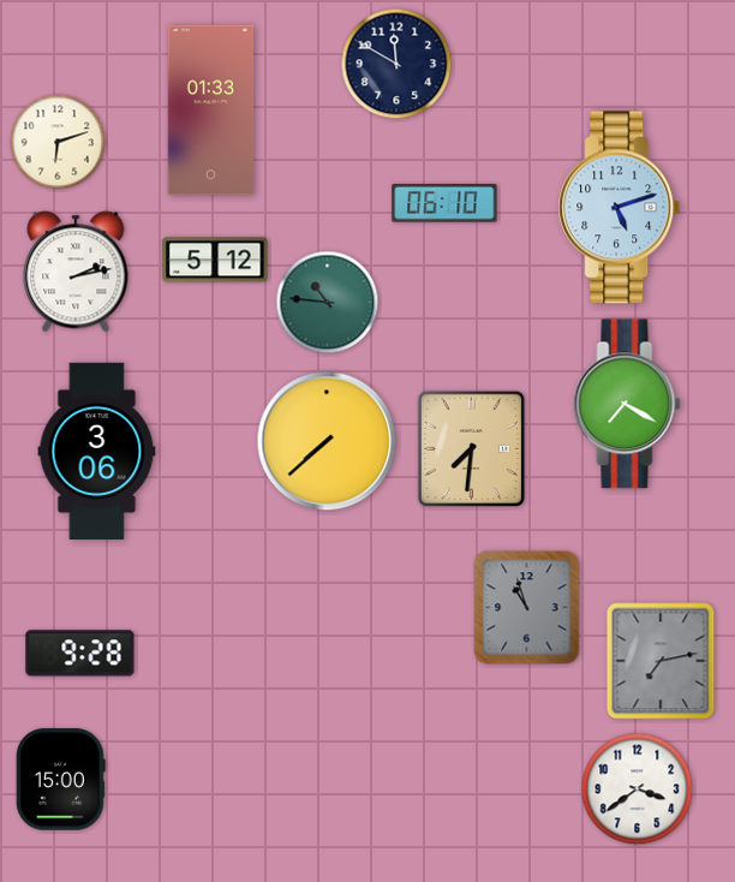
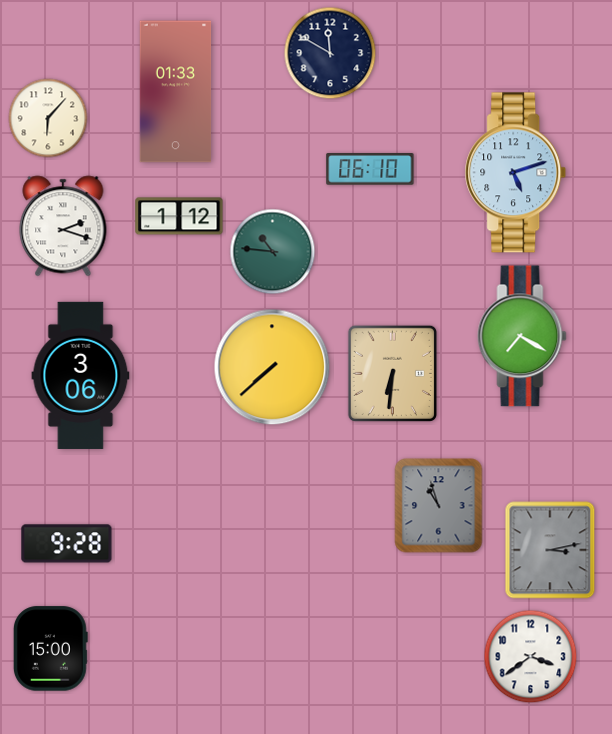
clock at (58, 142): 6:12 -> 6:07
clock at (215, 260): 5:12 -> 1:12
clock at (76, 272): 2:13 -> 2:18
clock at (471, 448): 7:31 -> 6:31
clock at (661, 661): 7:13 -> 3:13
